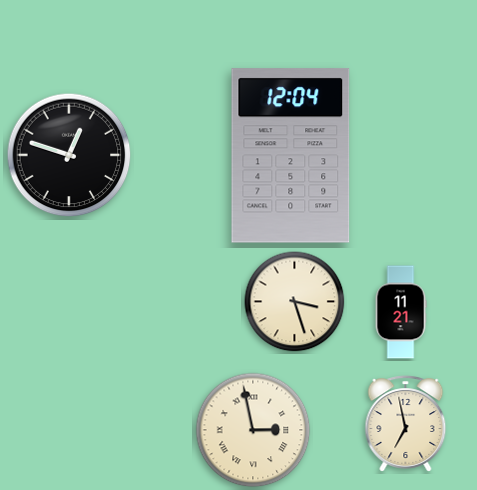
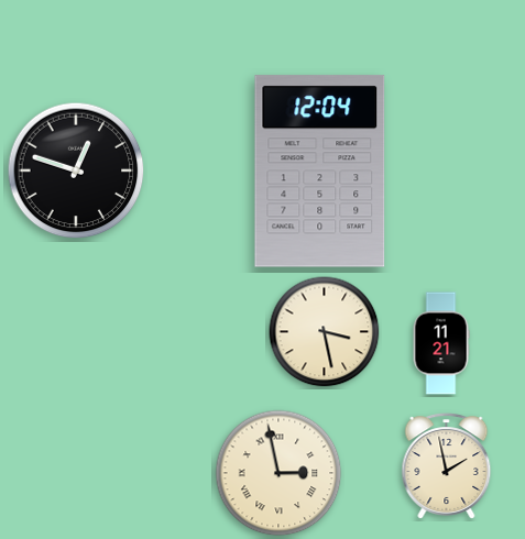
clock at (295, 302): 3:27 -> 3:28
clock at (406, 424): 6:58 -> 1:58
